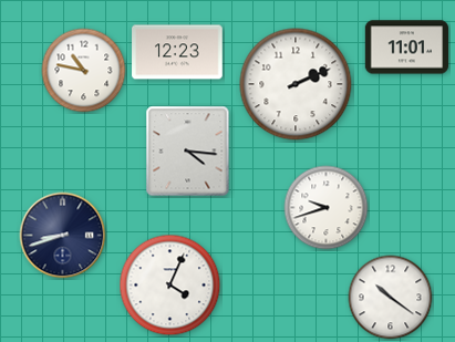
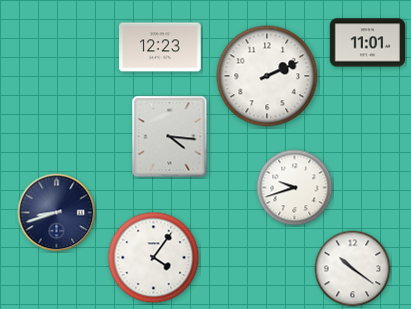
clock at (84, 71): 10:47 -> none
clock at (170, 286): 4:04 -> 4:06
